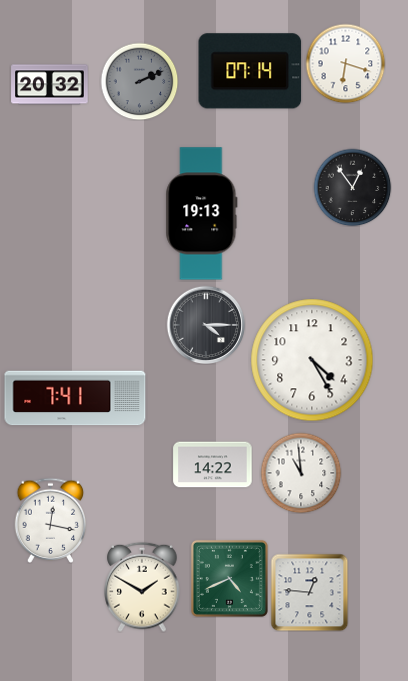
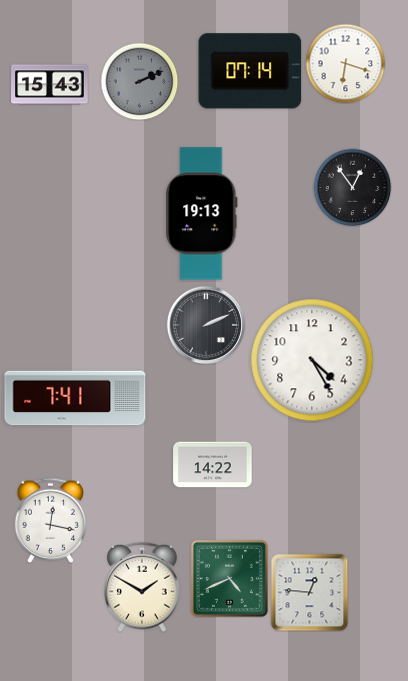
clock at (50, 85): 20:32 -> 15:43
clock at (206, 325): 4:15 -> 2:11
clock at (301, 473): 10:59 -> none
